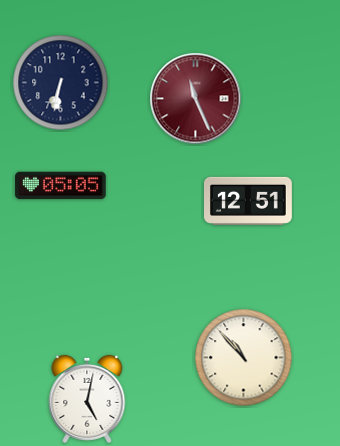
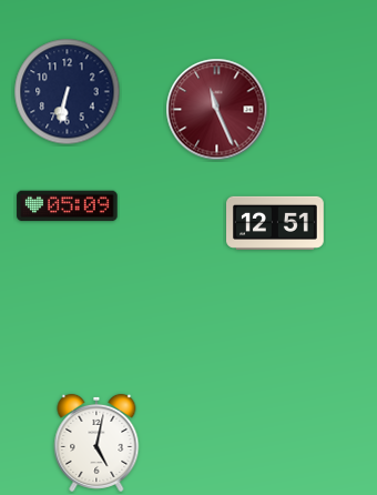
clock at (61, 186): 05:05 -> 05:09
clock at (244, 358): 10:53 -> none
